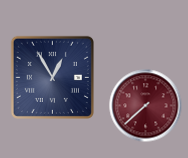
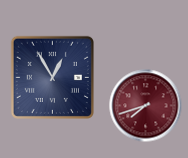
clock at (146, 106): 7:38 -> 7:42
